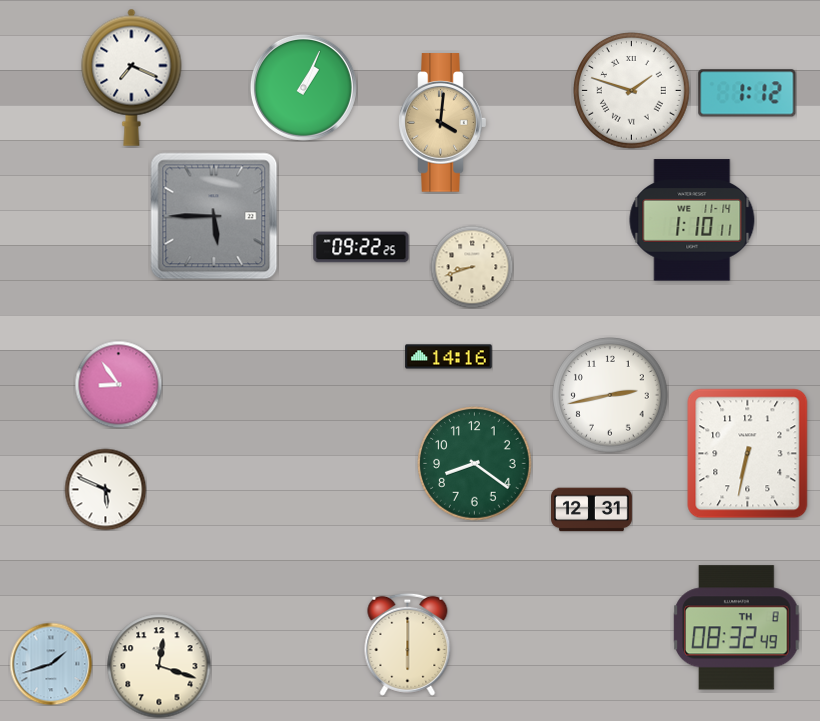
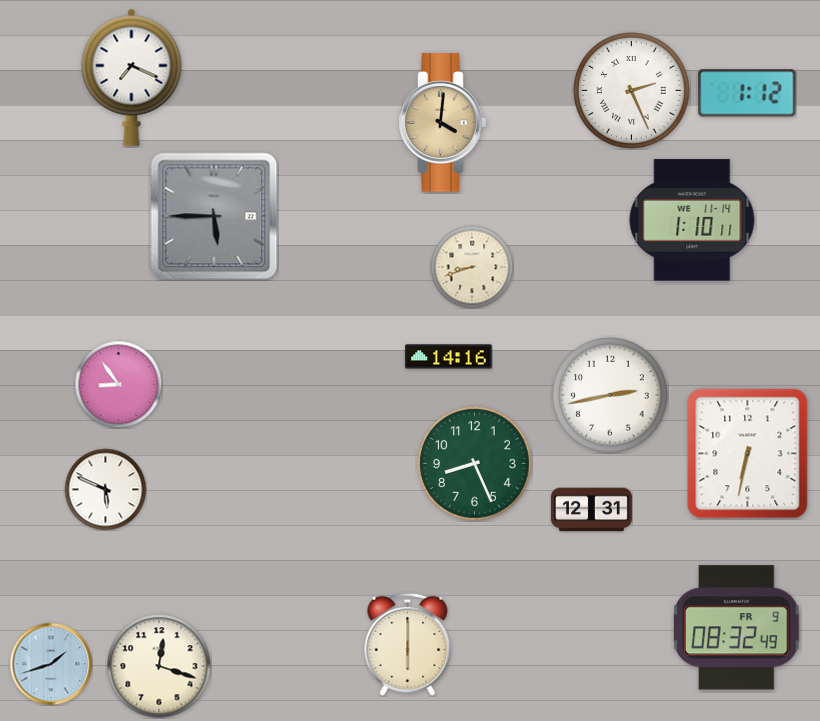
clock at (303, 87): 1:04 -> none
clock at (632, 91): 1:48 -> 2:26
clock at (361, 247): 09:22 -> none
clock at (475, 464): 8:21 -> 8:26
clock at (737, 628) date: TH 8 -> FR 9
